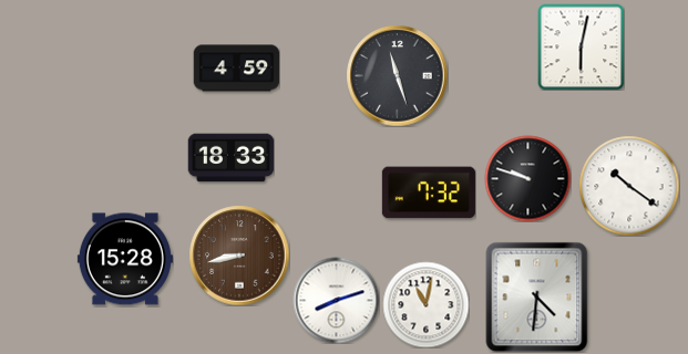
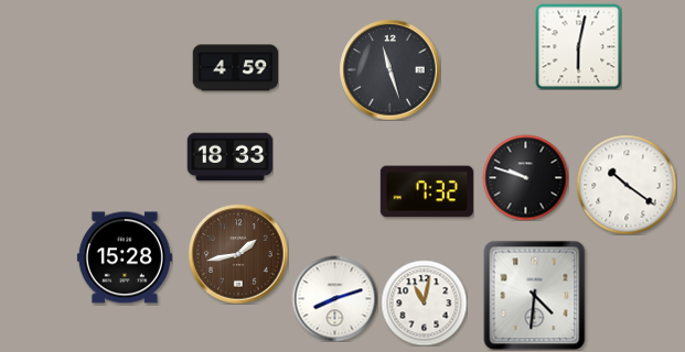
clock at (397, 75) position: (397, 75) -> (389, 69)
clock at (239, 256): 8:43 -> 1:43
